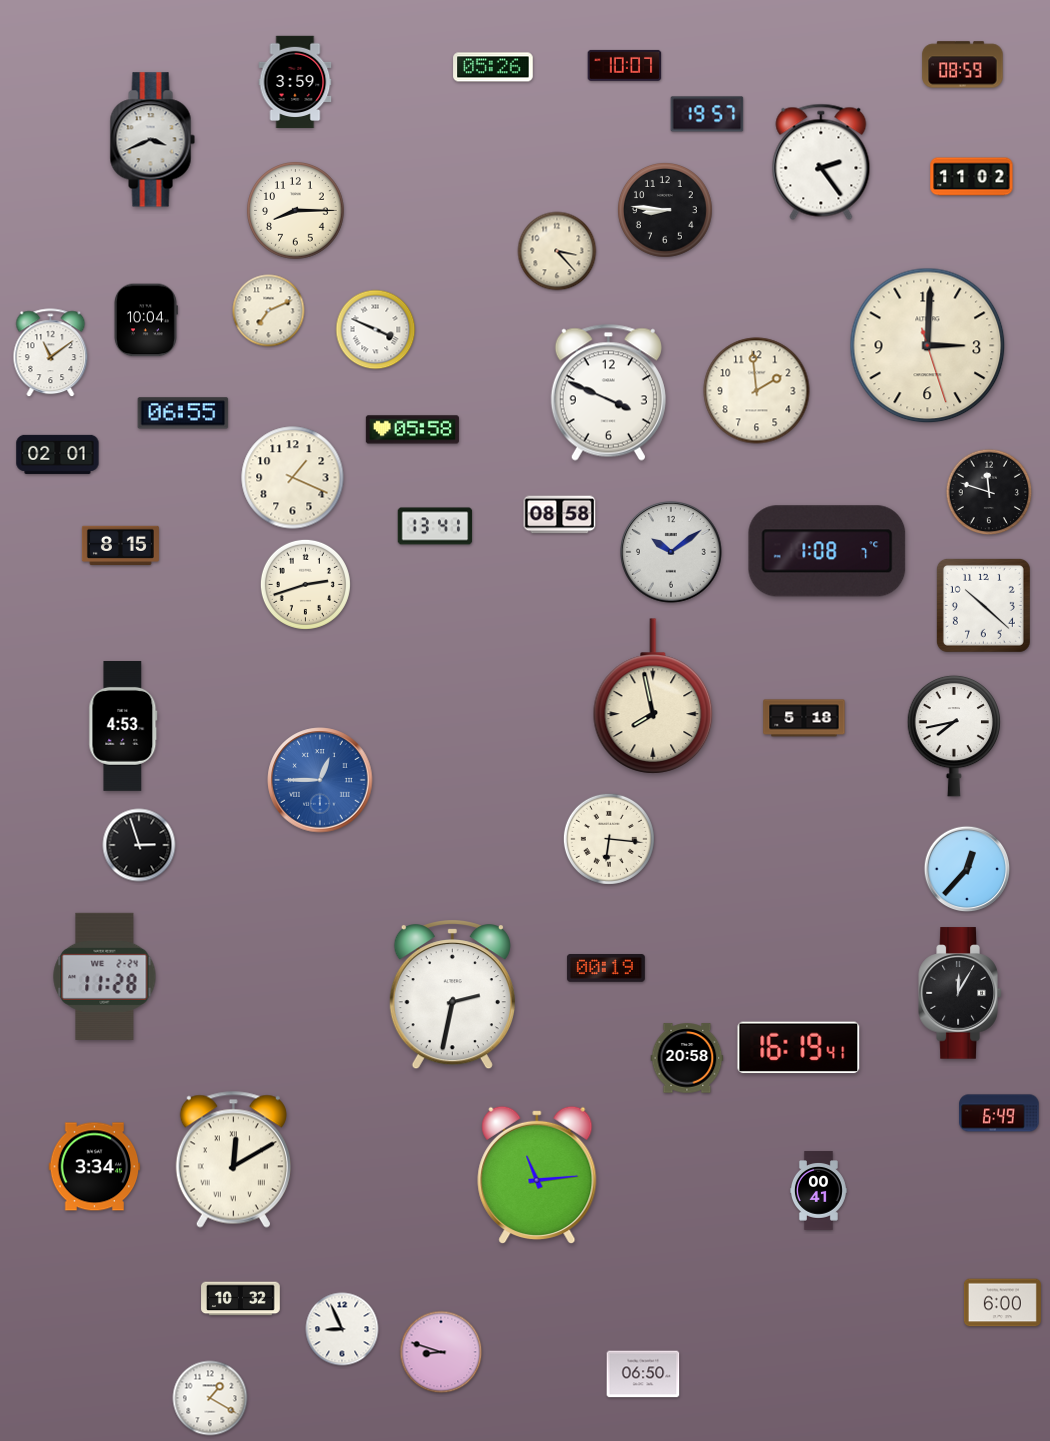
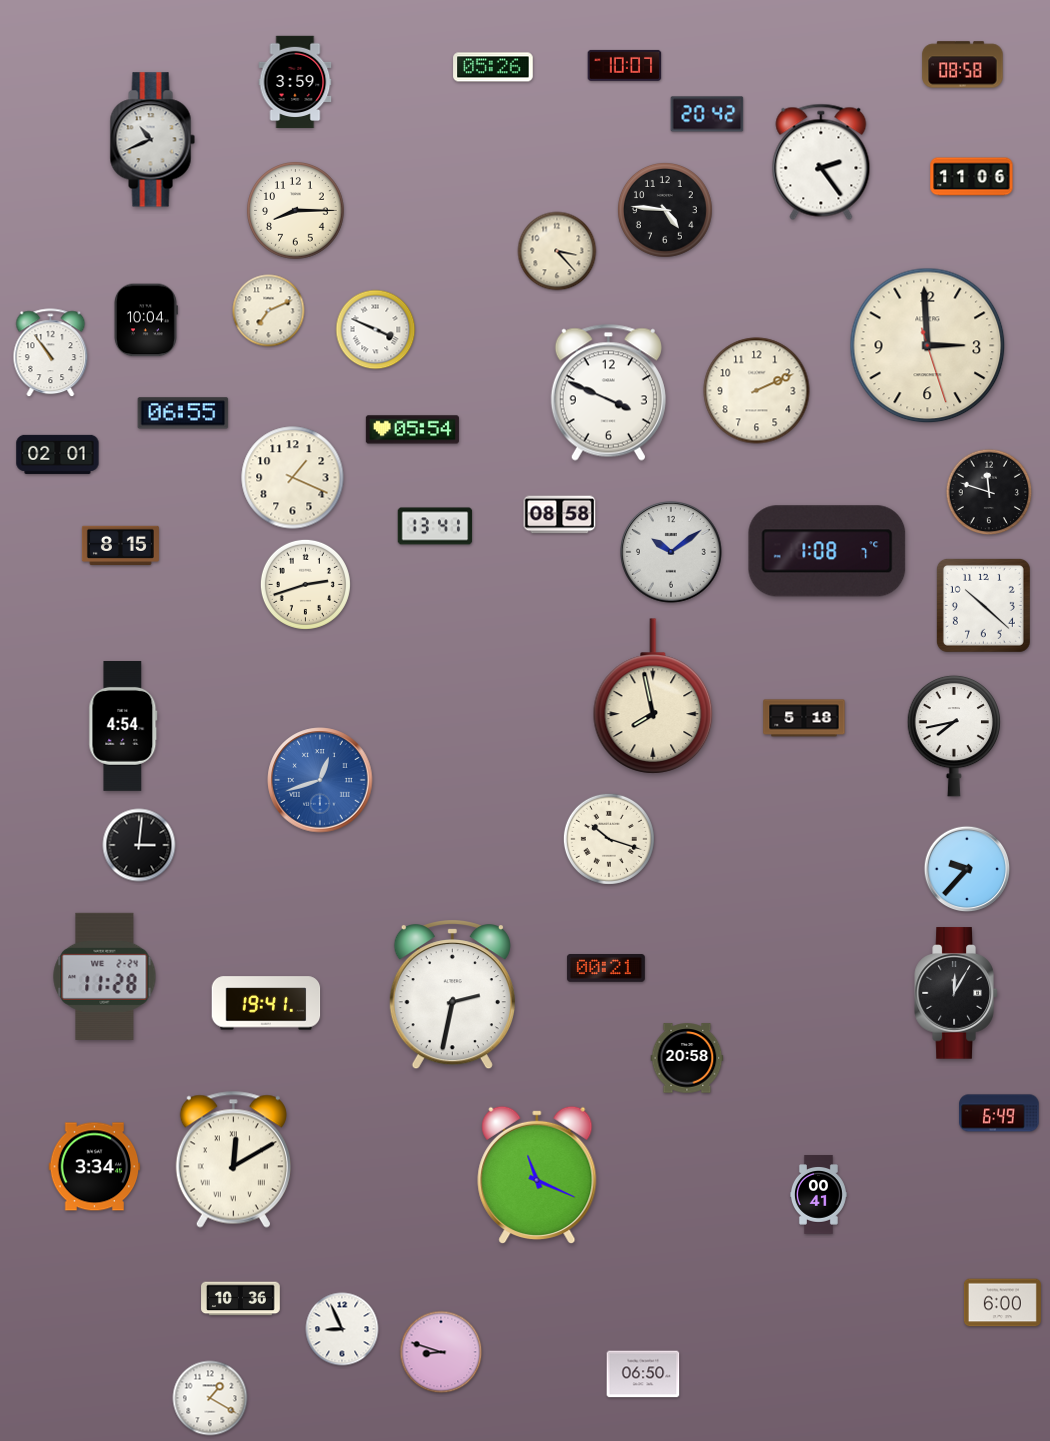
clock at (963, 65): 08:59 -> 08:58
clock at (707, 114): 19:57 -> 20:42
clock at (152, 140): 3:41 -> 10:41
clock at (972, 177): 11:02 -> 11:06
clock at (665, 210): 8:46 -> 4:46
clock at (928, 346): 3:00 -> 2:59
clock at (51, 353): 11:09 -> 10:54
clock at (757, 391): 1:59 -> 2:11
clock at (412, 430): 05:58 -> 05:54
clock at (123, 727): 4:53 -> 4:54
clock at (320, 780): 12:45 -> 12:42
clock at (609, 839): 6:16 -> 10:18
clock at (139, 845): 2:57 -> 3:01
clock at (967, 869): 12:37 -> 9:37
clock at (606, 969): 00:19 -> 00:21
clock at (960, 993) position: (960, 993) -> (956, 993)
clock at (266, 1003): none -> 19:41
clock at (799, 1048): 16:19 -> none
clock at (537, 1175): 11:14 -> 11:19
clock at (818, 1191) position: (818, 1191) -> (818, 1195)
clock at (241, 1299): 10:32 -> 10:36
